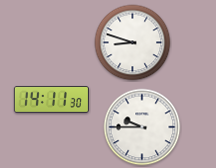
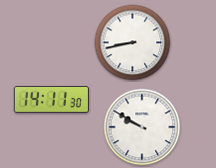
clock at (133, 43): 8:48 -> 8:43
clock at (142, 127): 9:45 -> 9:50
